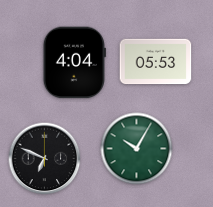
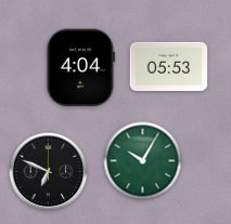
clock at (137, 149) position: (137, 149) -> (143, 161)
